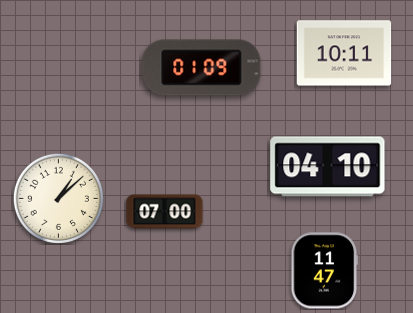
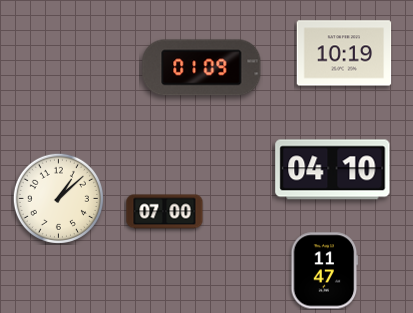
clock at (344, 53): 10:11 -> 10:19
clock at (328, 167) position: (328, 167) -> (333, 170)
